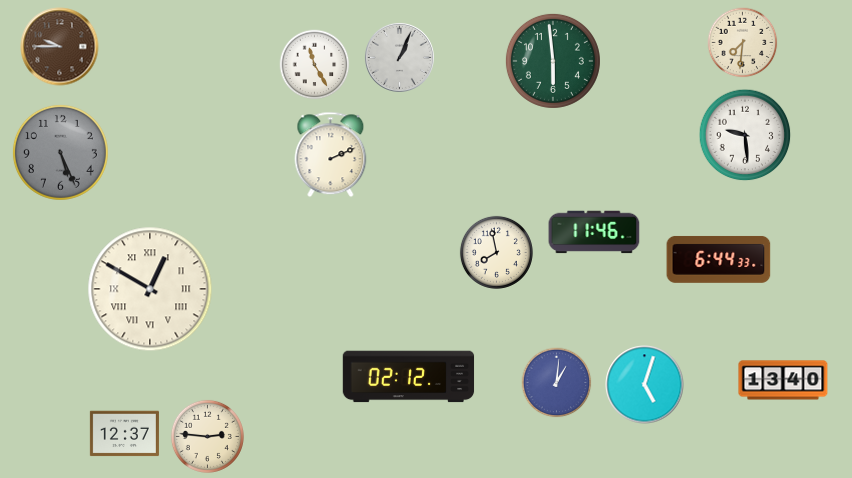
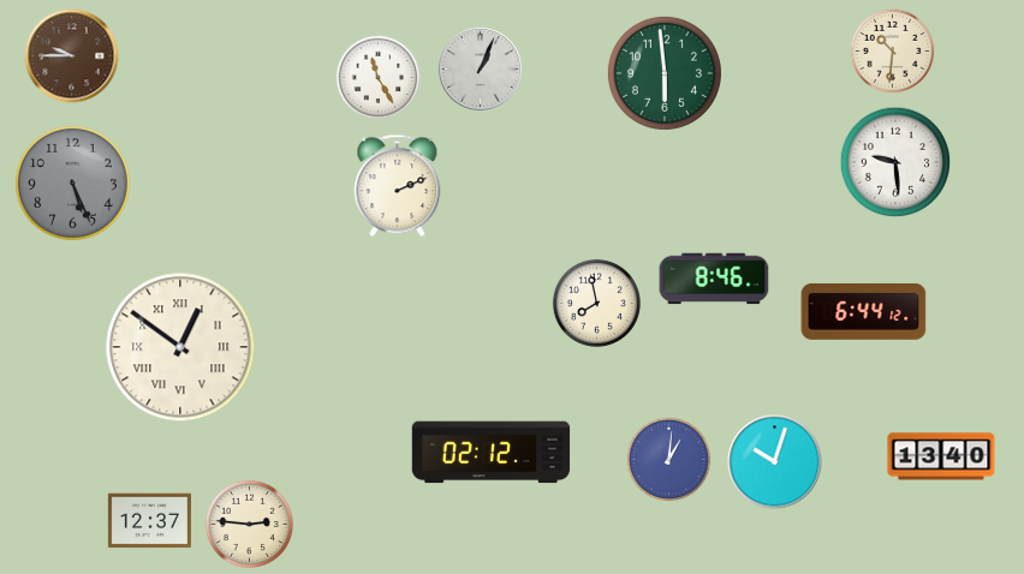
clock at (743, 43): 7:31 -> 10:31
clock at (594, 232): 11:46 -> 8:46
clock at (719, 259): 6:44:33 -> 6:44:12
clock at (150, 289): 12:50 -> 12:51
clock at (645, 385): 5:03 -> 10:03
